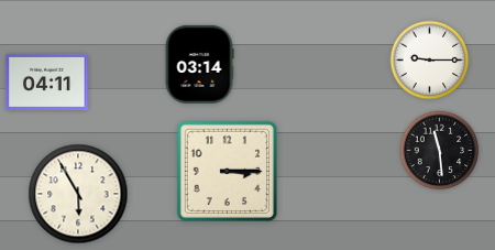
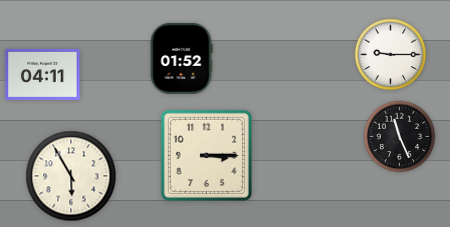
clock at (199, 64): 03:14 -> 01:52
clock at (440, 151): 11:29 -> 11:26
